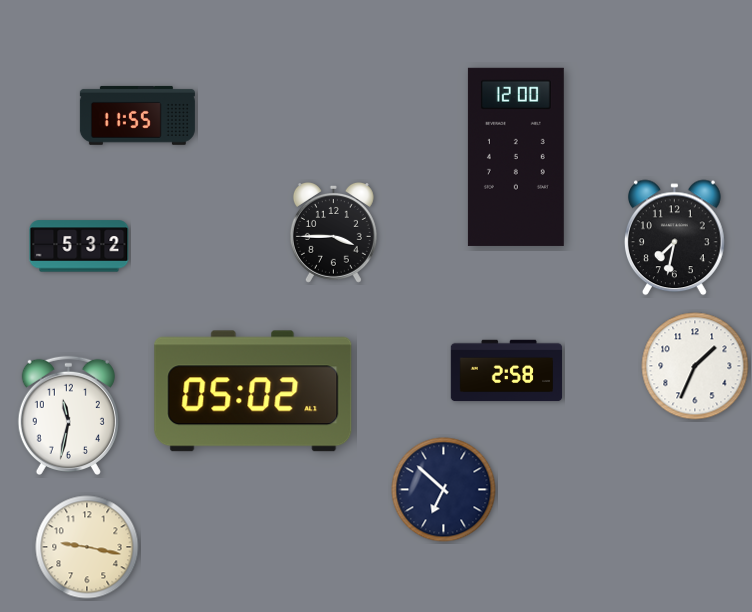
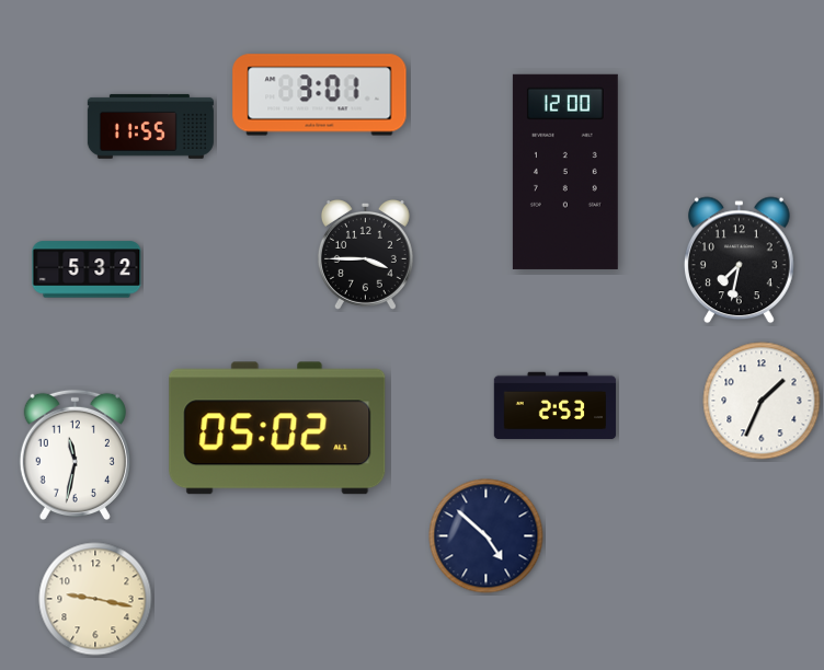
clock at (320, 95): none -> 3:01
clock at (507, 371): 2:58 -> 2:53
clock at (444, 490): 6:52 -> 4:52
